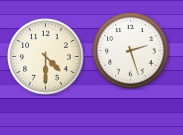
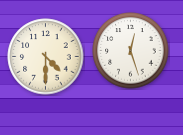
clock at (131, 51): 2:27 -> 12:27
